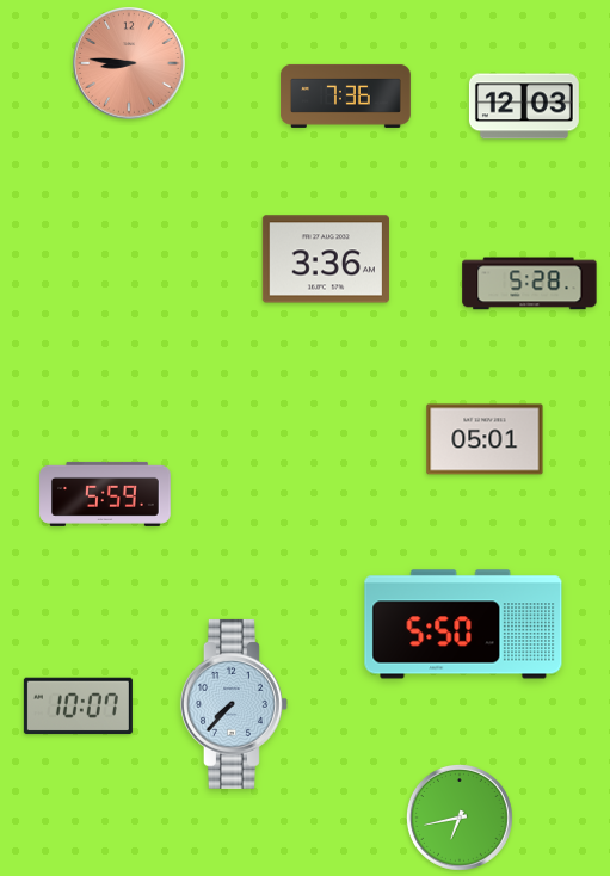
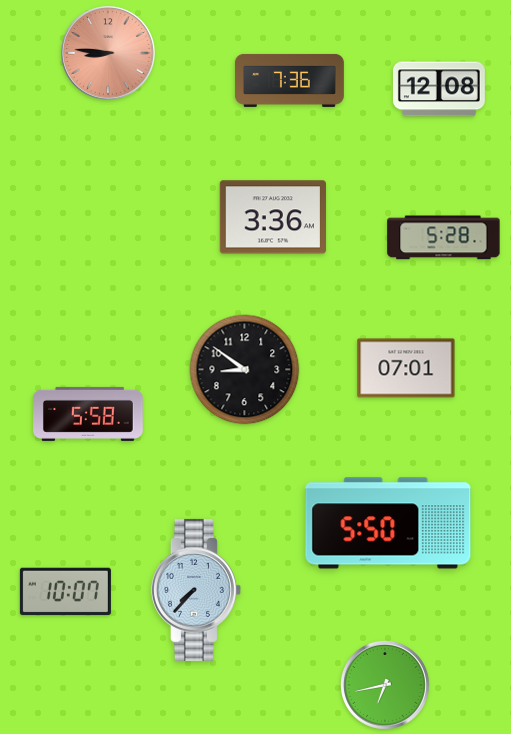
clock at (524, 106): 12:03 -> 12:08
clock at (485, 439): 05:01 -> 07:01
clock at (245, 370): none -> 8:51
clock at (105, 494): 5:59 -> 5:58
